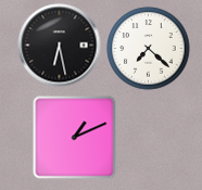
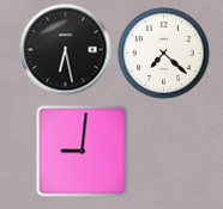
clock at (75, 138): 1:11 -> 9:01
